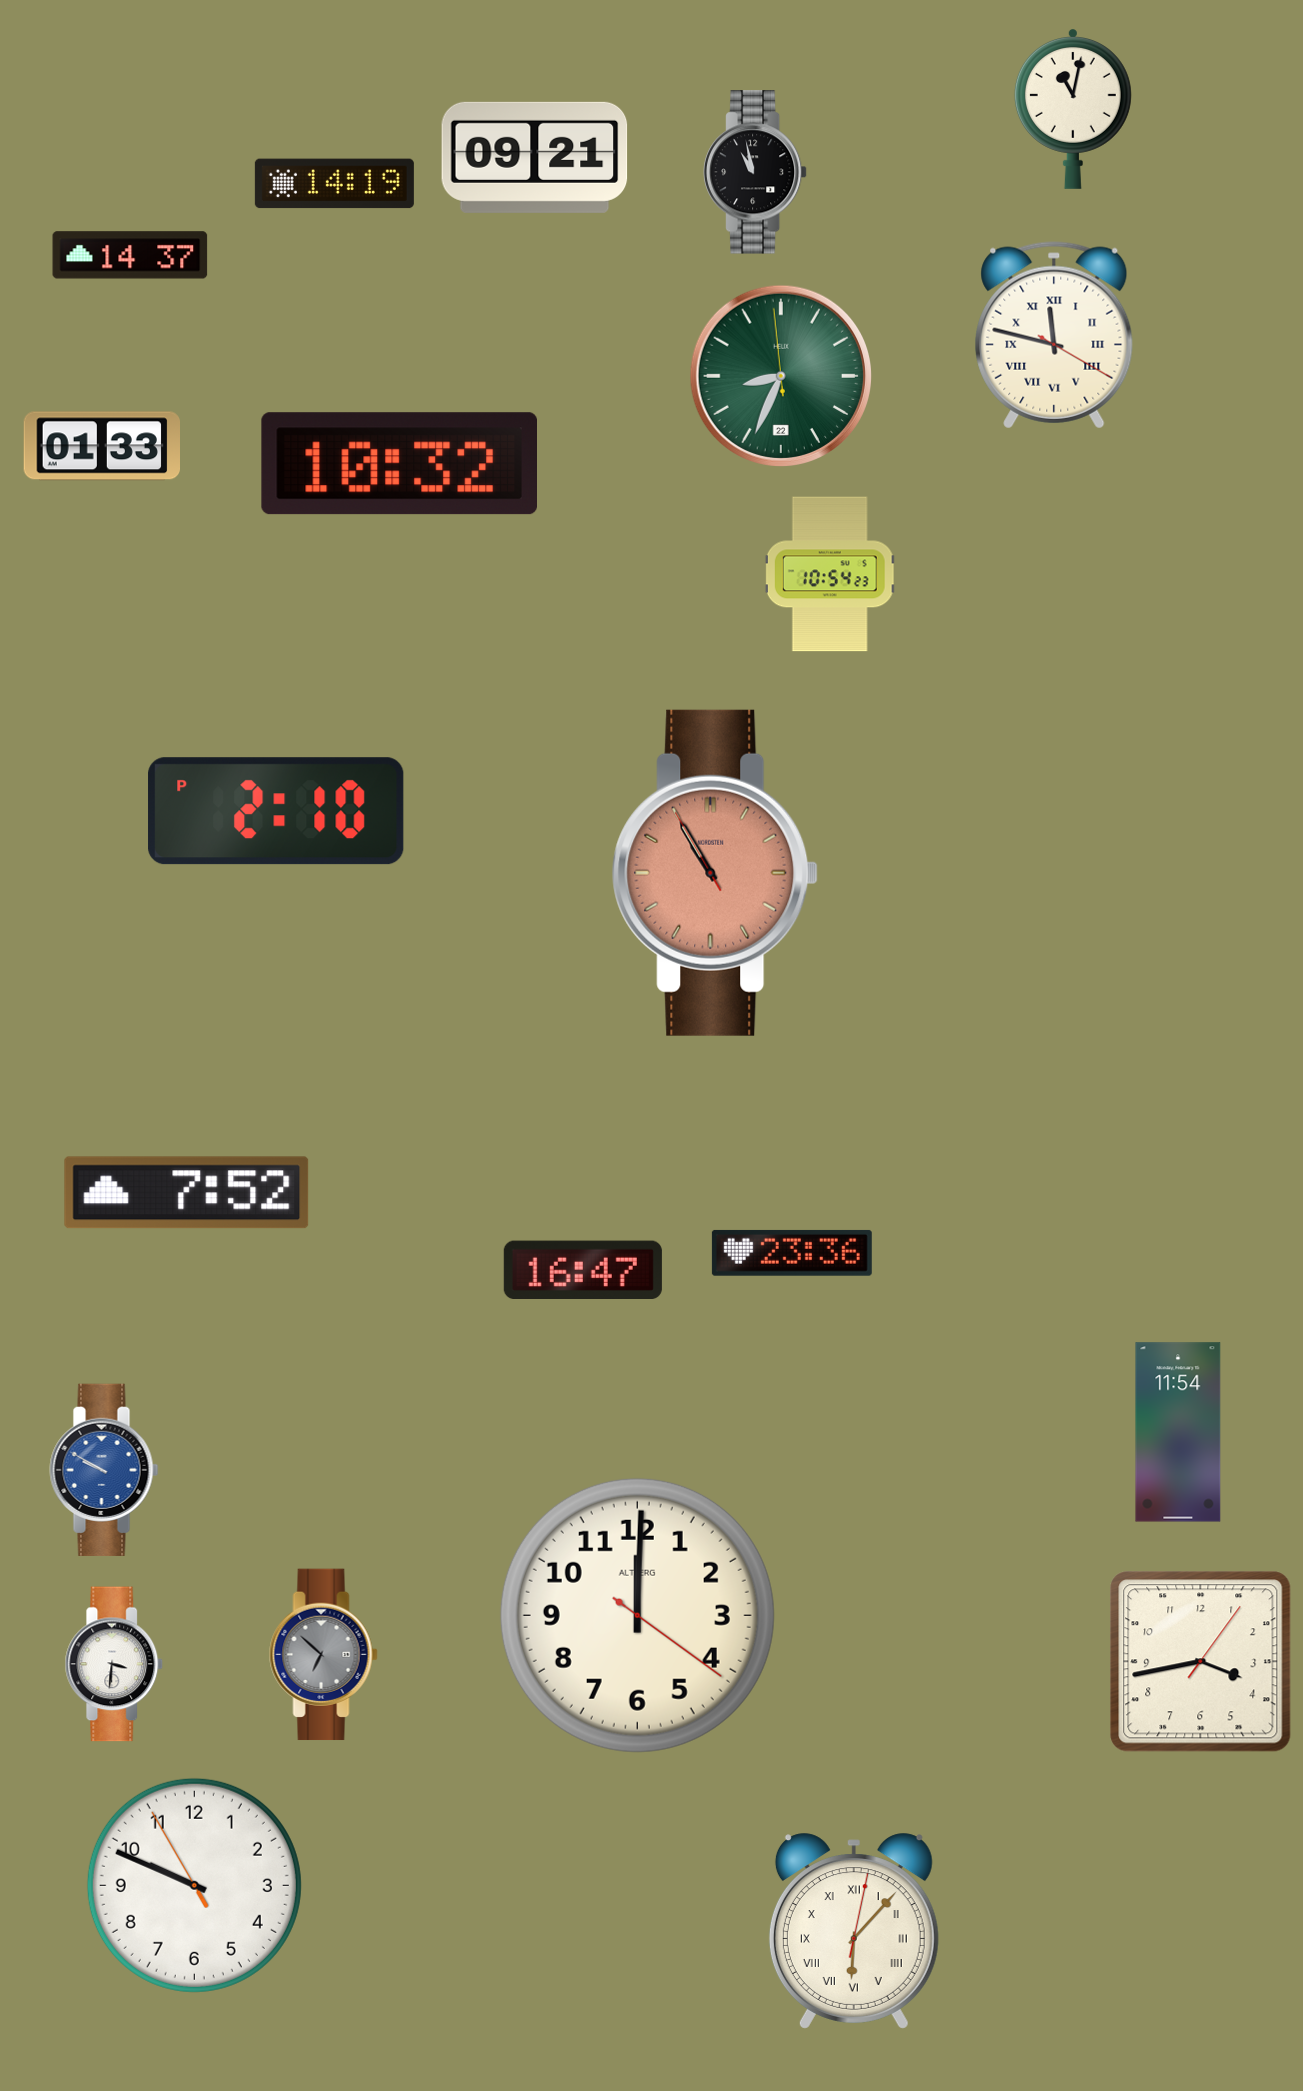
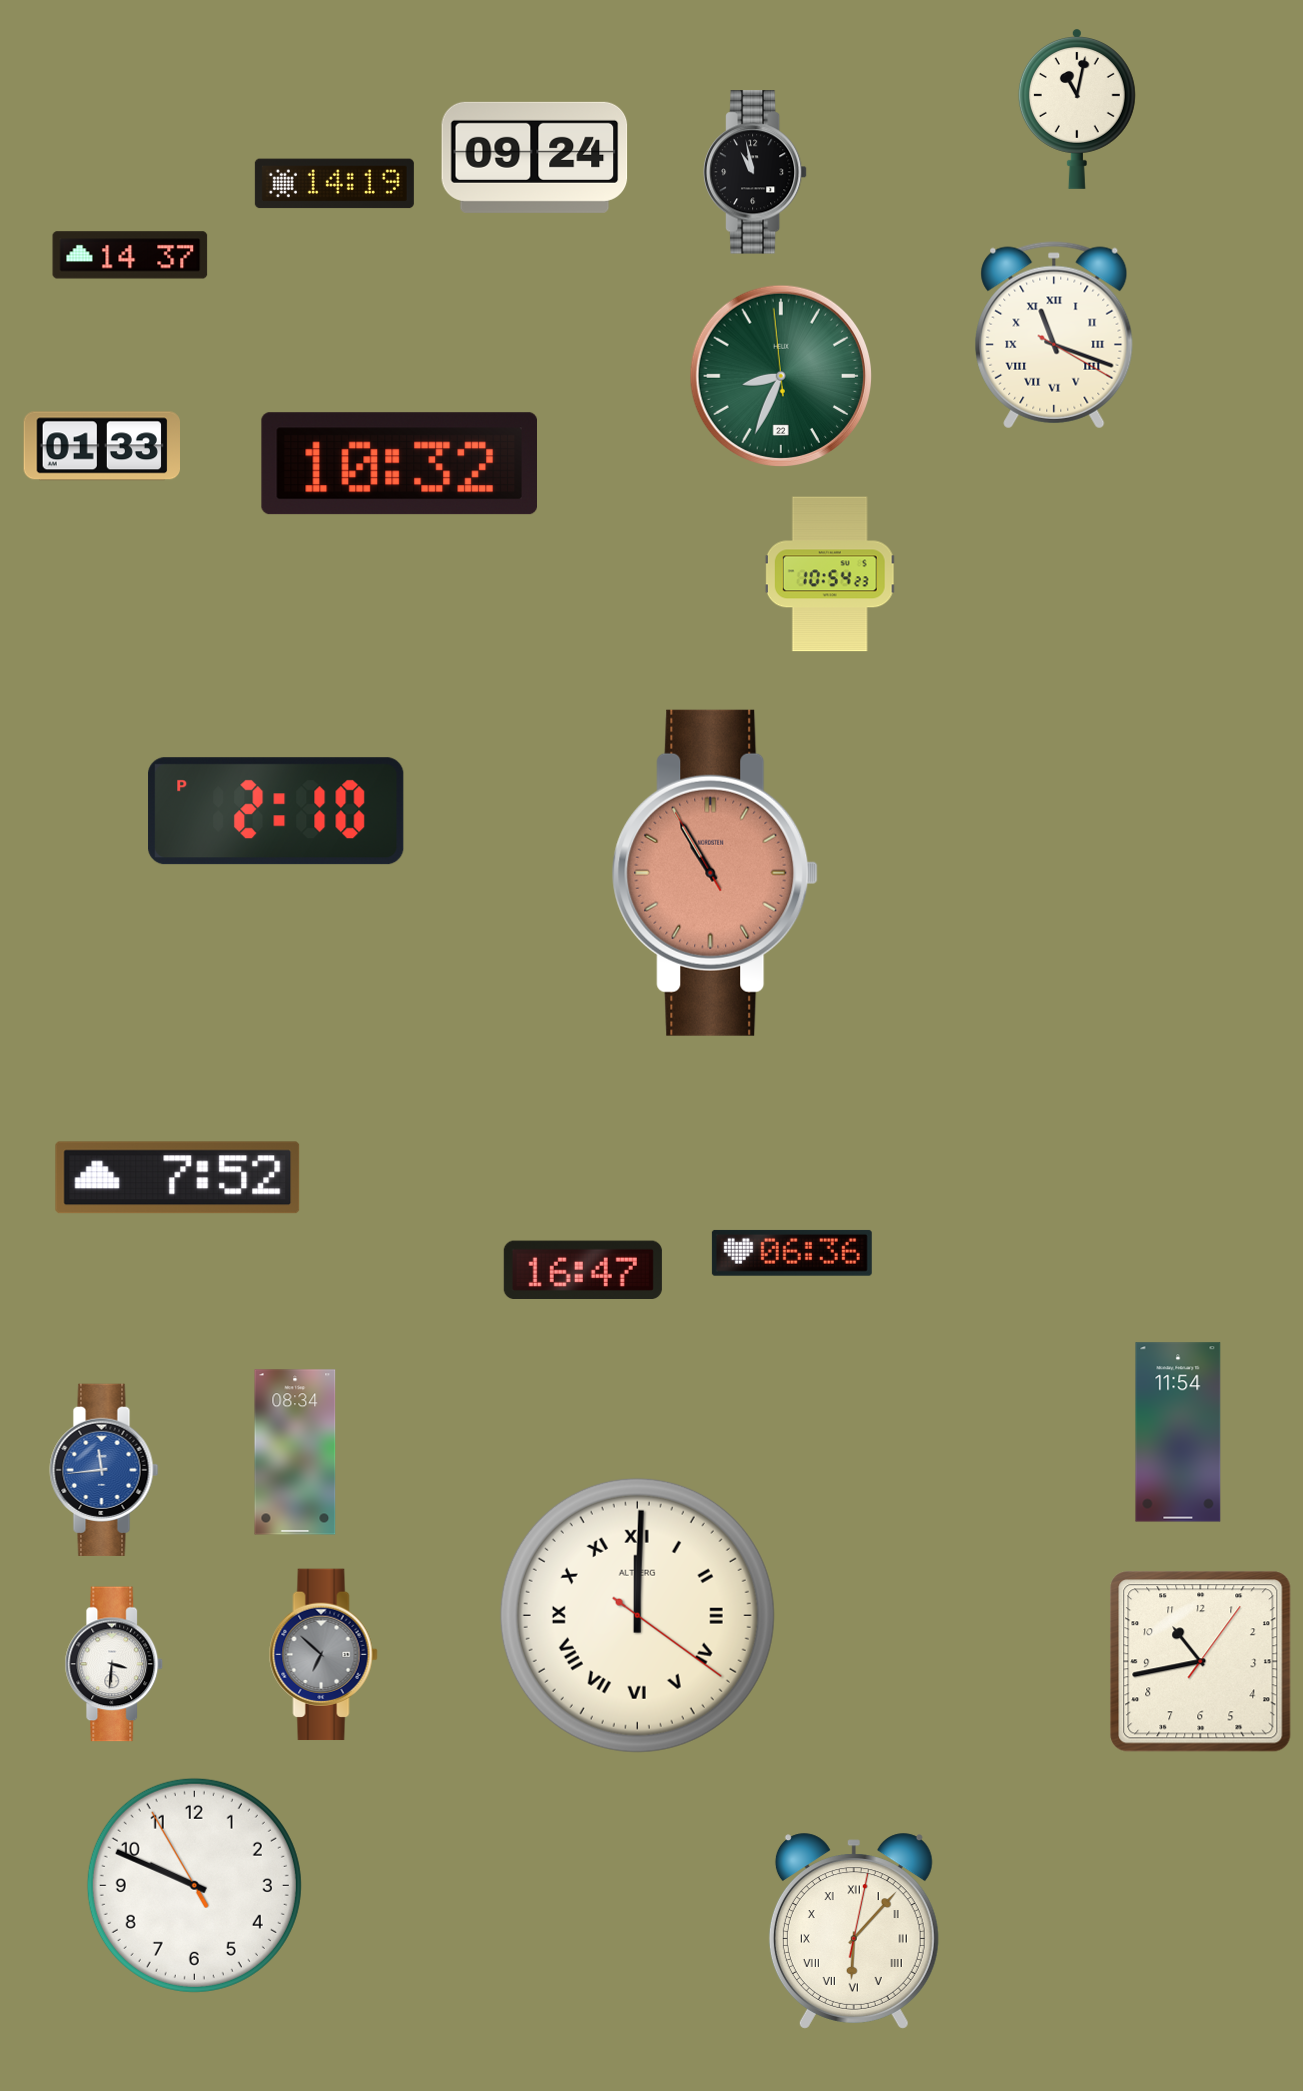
clock at (1073, 109) position: (1073, 109) -> (1077, 109)
clock at (535, 157): 09:21 -> 09:24
clock at (1054, 335): 11:47 -> 11:18
clock at (187, 1193) position: (187, 1193) -> (178, 1178)
clock at (792, 1253): 23:36 -> 06:36
clock at (295, 1452): none -> 08:34
clock at (104, 1470): 9:50 -> 11:44
clock at (637, 1615) numerals: Arabic -> Roman
clock at (1201, 1662): 3:43 -> 10:43
